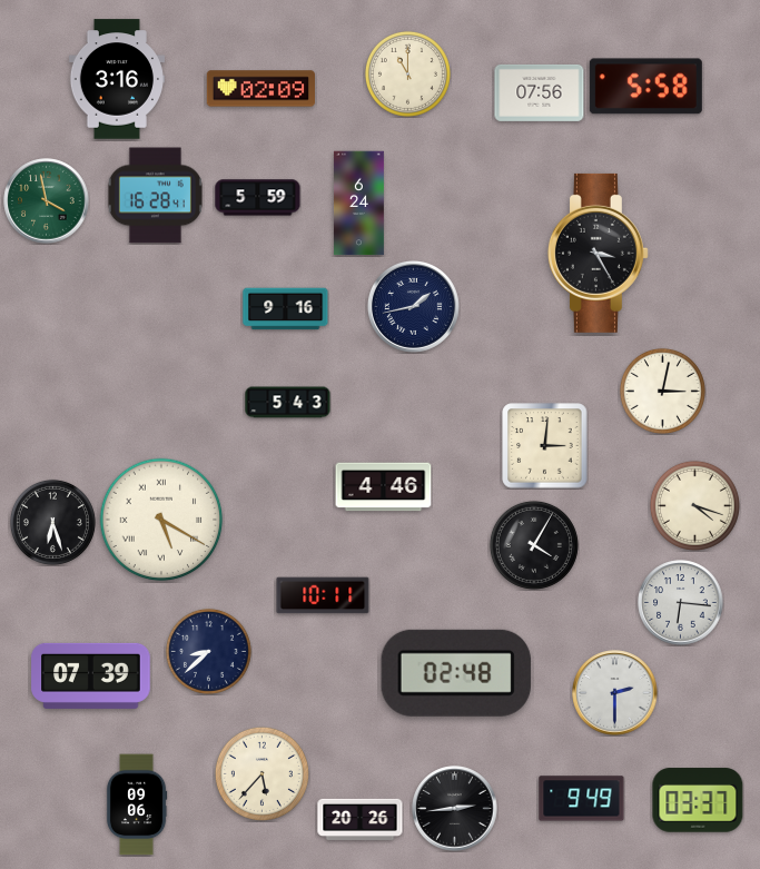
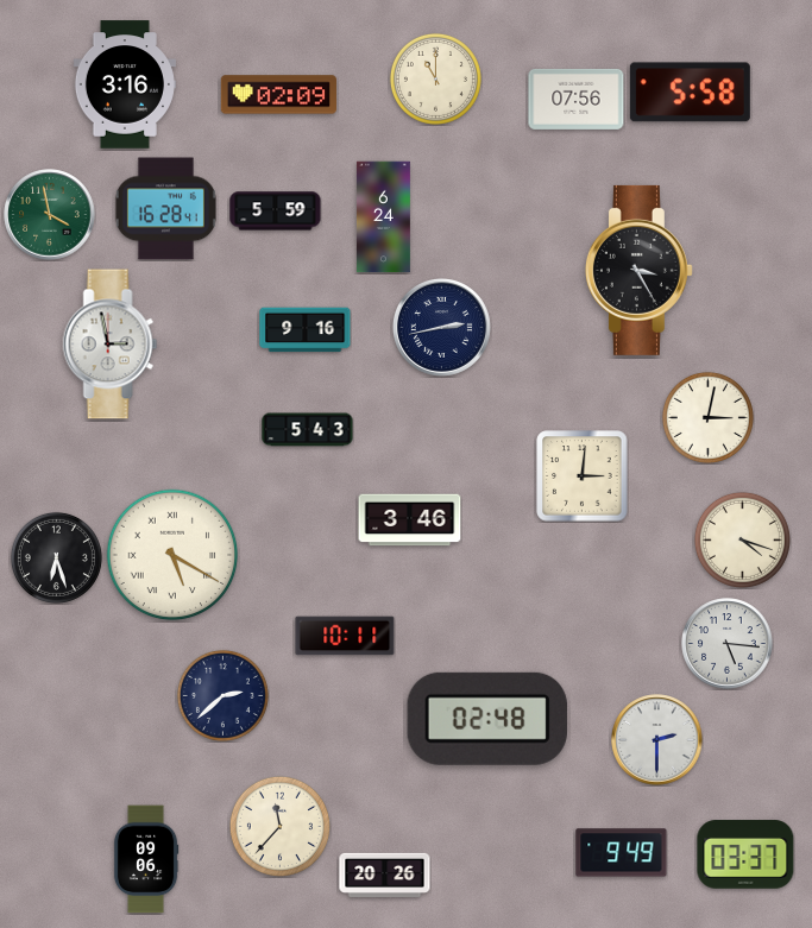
clock at (413, 306): 1:43 -> 2:43
clock at (111, 345): none -> 2:58
clock at (384, 487): 4:46 -> 3:46
clock at (534, 545): 4:05 -> none
clock at (681, 603): 6:16 -> 5:16
clock at (208, 651): 8:38 -> 2:38
clock at (91, 675): 07:39 -> none
clock at (261, 773): 5:37 -> 11:37
clock at (455, 809): 2:44 -> none
